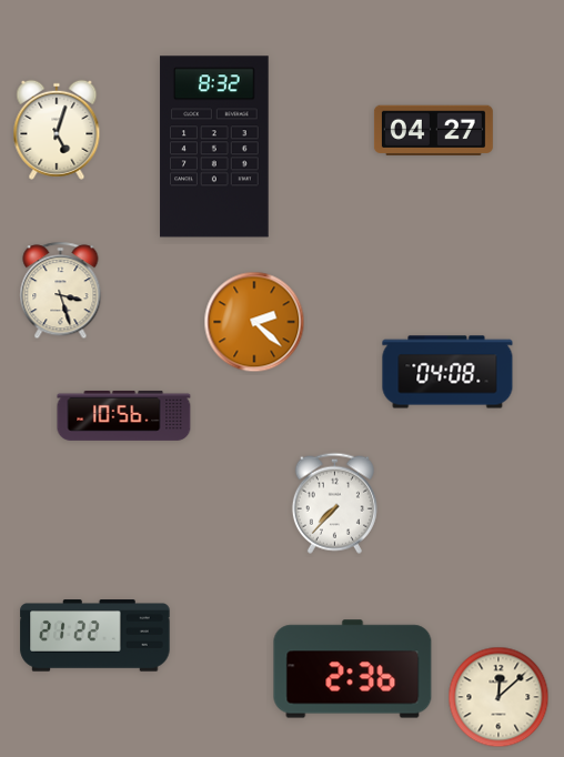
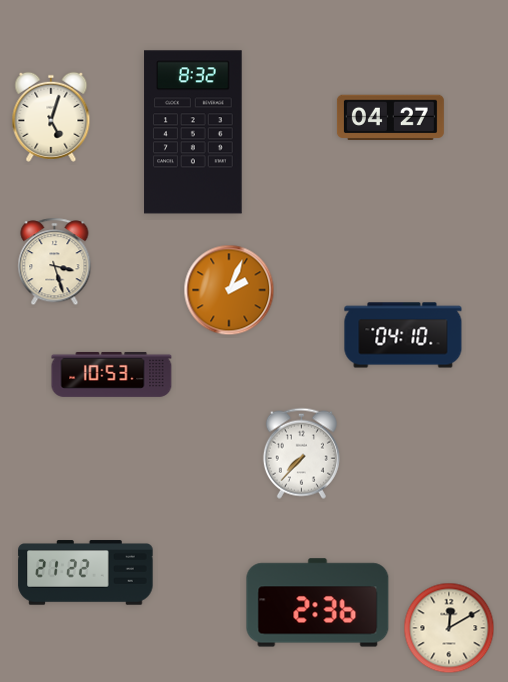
clock at (254, 322): 2:22 -> 2:04
clock at (447, 372): 04:08 -> 04:10
clock at (124, 415): 10:56 -> 10:53
clock at (498, 697): 12:08 -> 12:10
